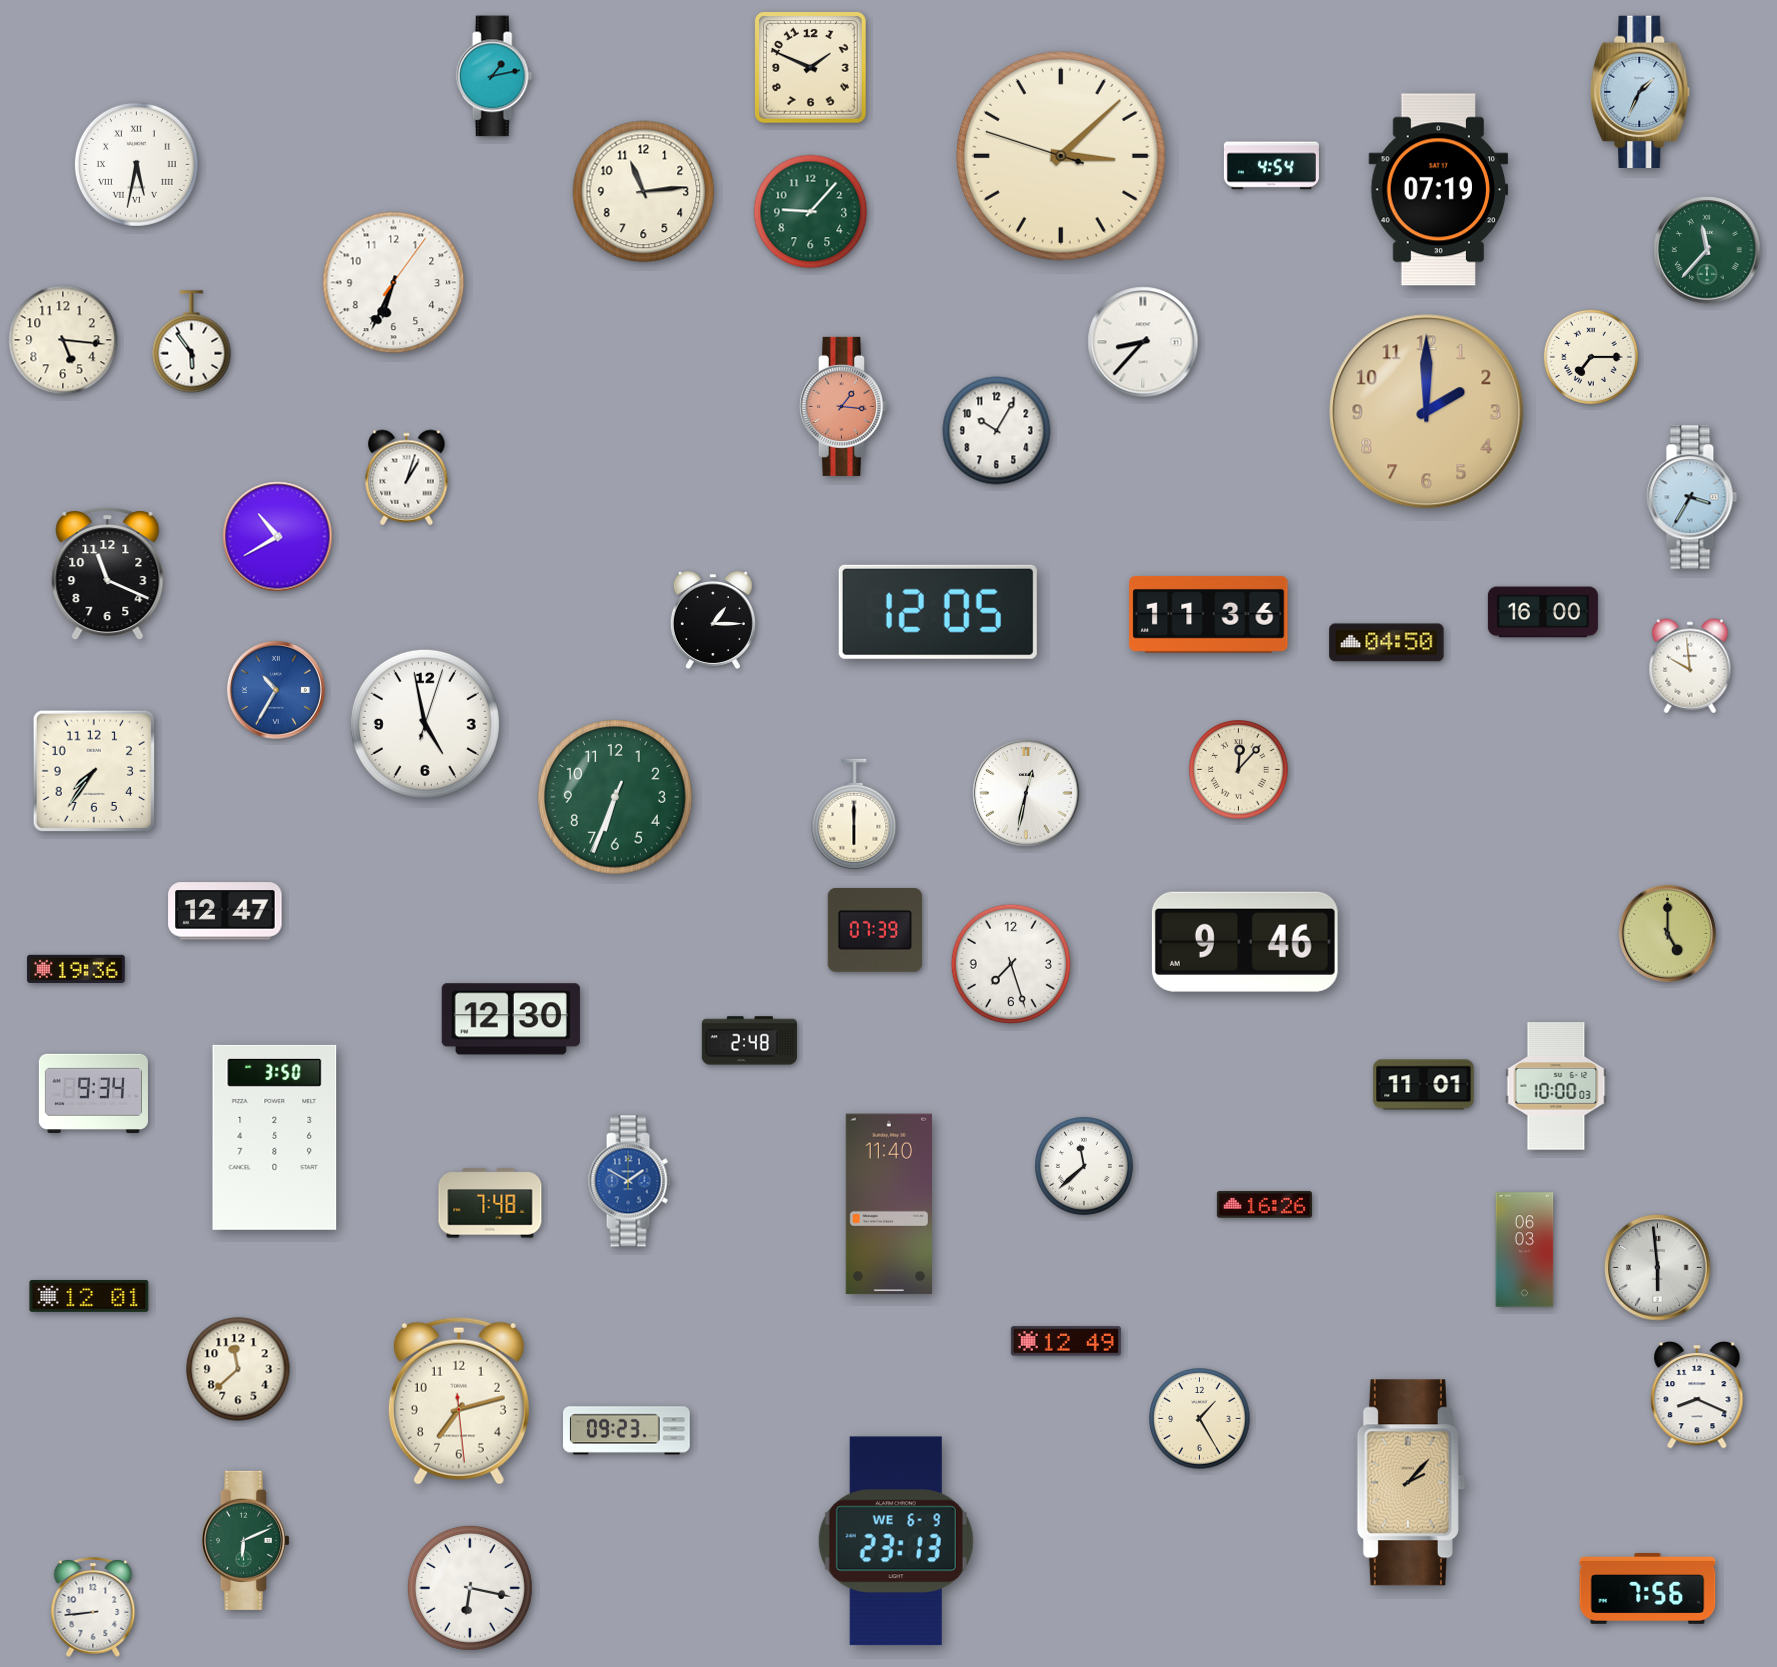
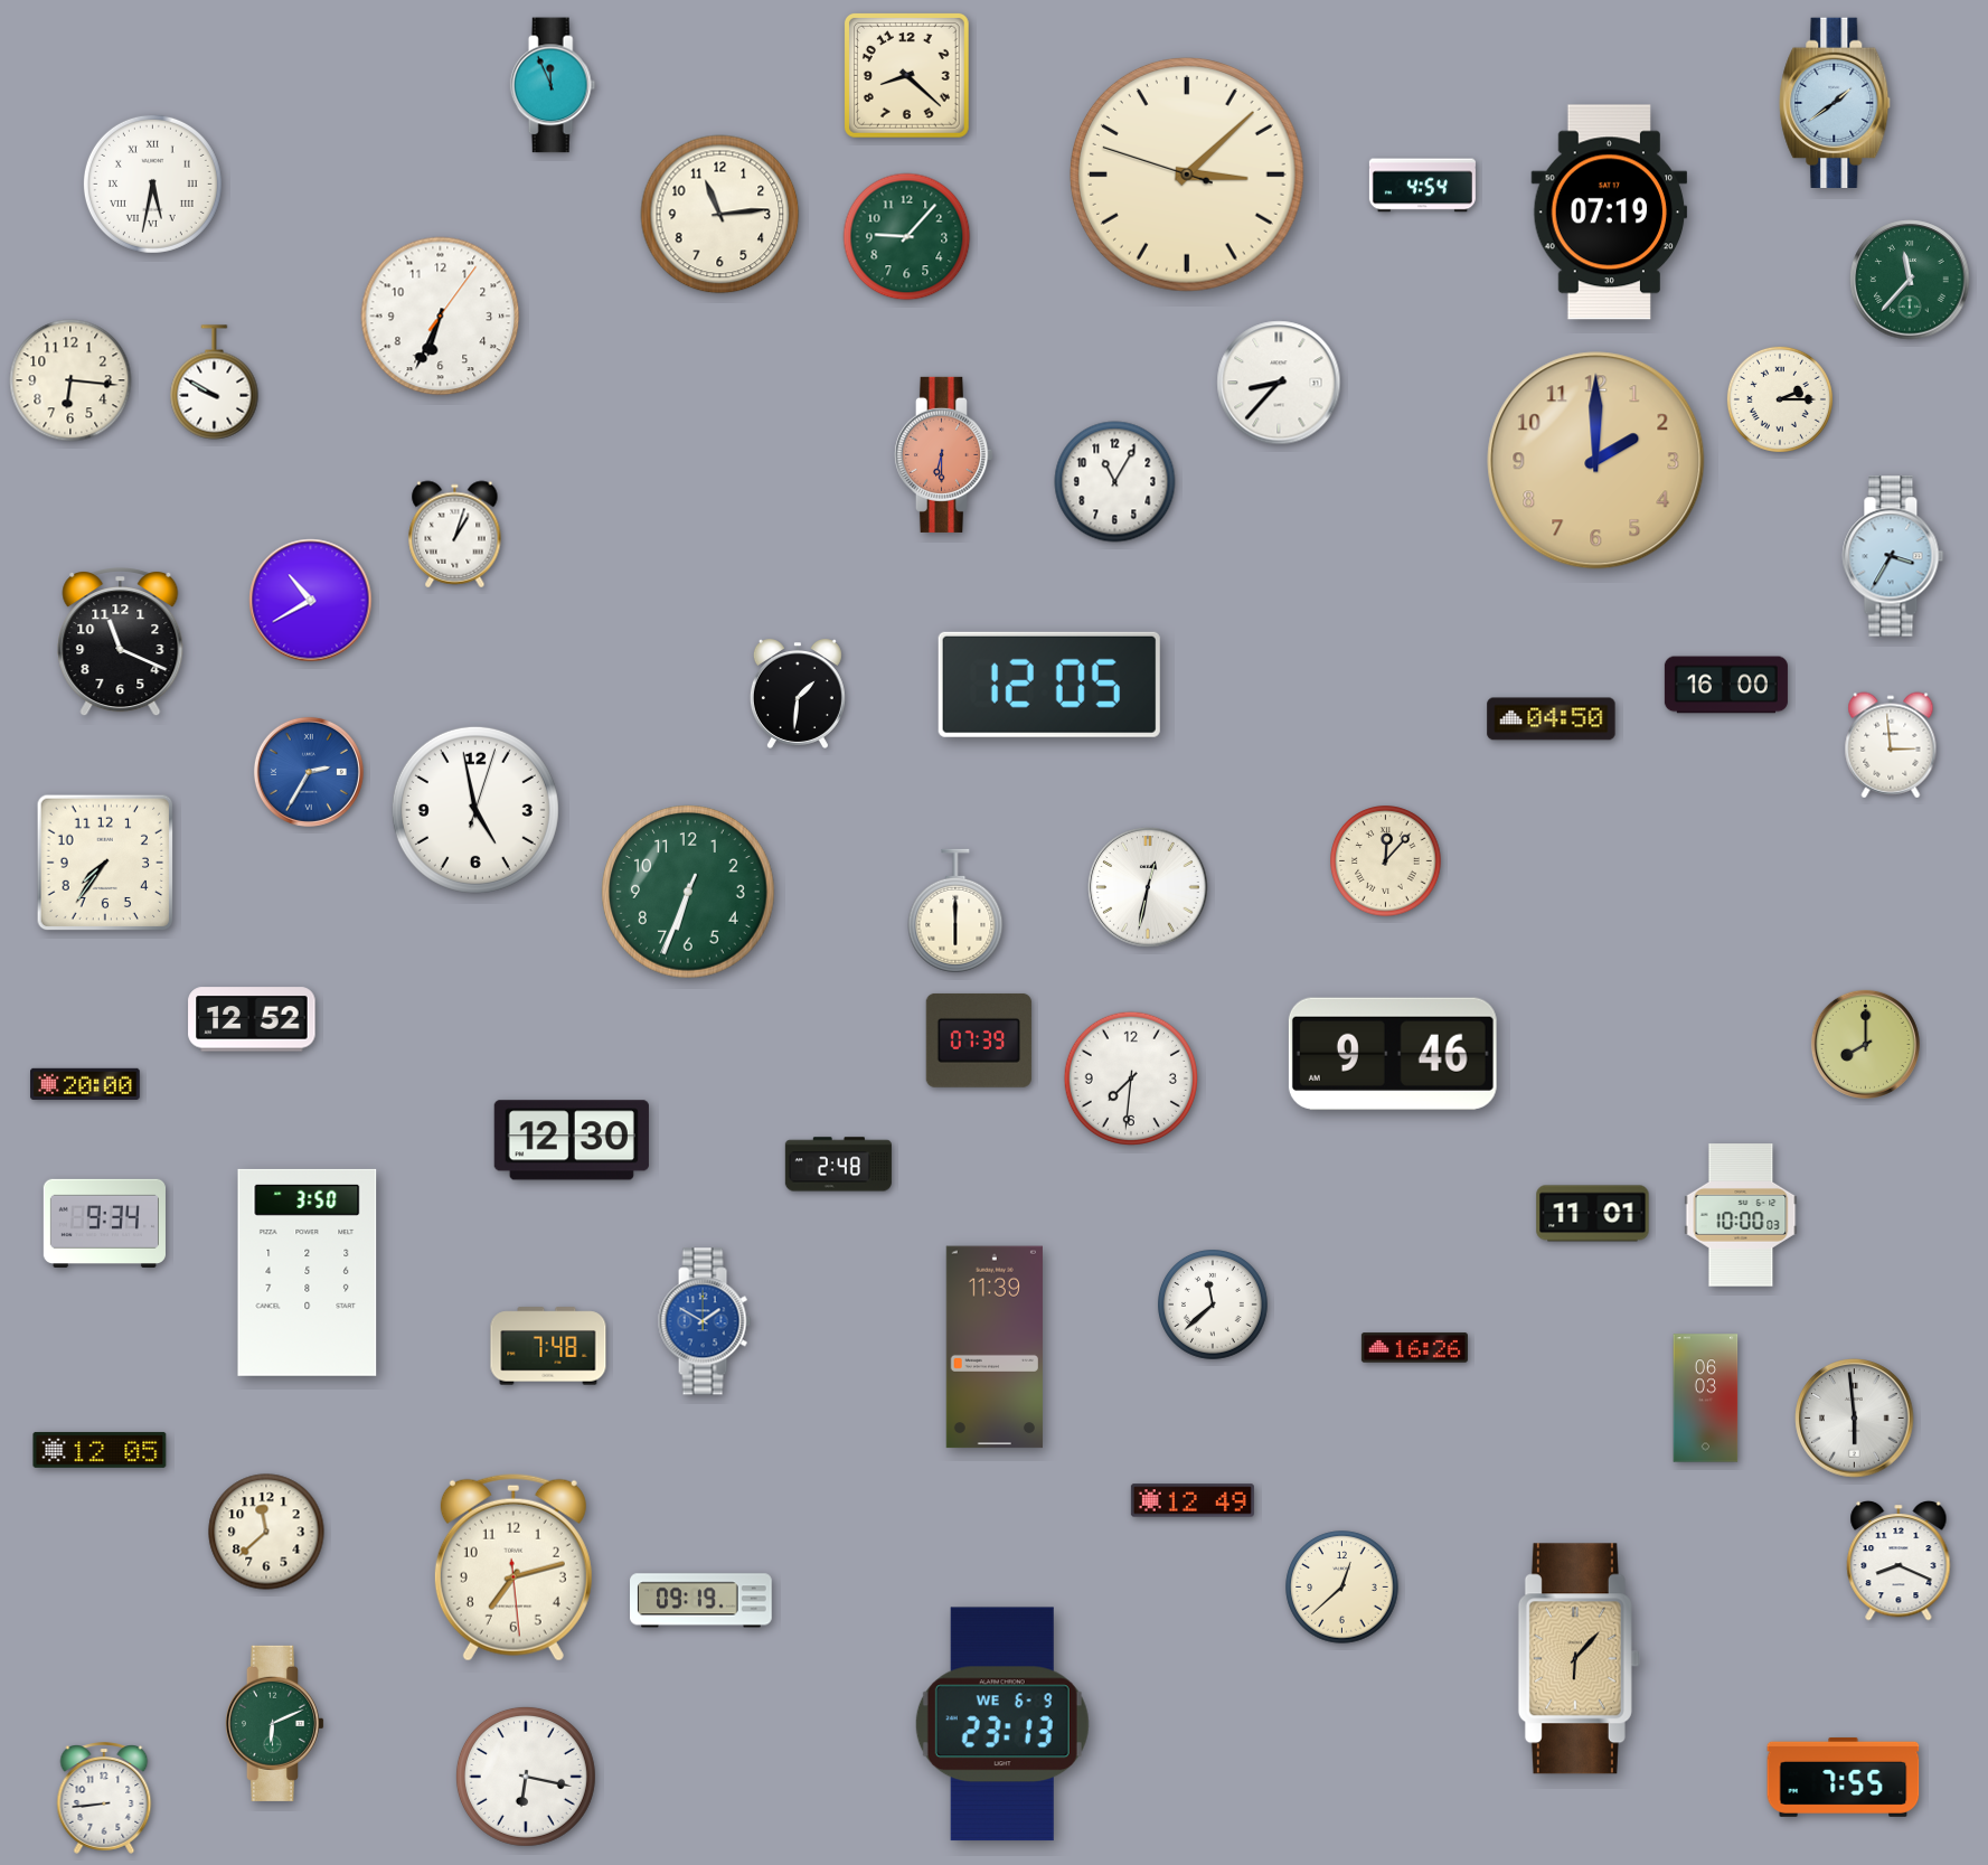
clock at (811, 68): 1:49 -> 8:22
clock at (494, 76): 1:13 -> 11:56
clock at (1640, 91): 1:34 -> 1:39
clock at (63, 340): 5:16 -> 6:16
clock at (192, 342): 5:54 -> 9:50
clock at (1591, 357): 7:15 -> 2:15
clock at (843, 406): 1:16 -> 6:30
clock at (997, 431): 10:05 -> 11:05
clock at (1209, 614): 11:36 -> none
clock at (713, 620): 1:15 -> 1:31
clock at (1690, 666): 9:59 -> 2:59
clock at (276, 690): 10:35 -> 2:35
clock at (225, 911): 12:47 -> 12:52
clock at (1667, 933): 5:00 -> 8:00
clock at (1010, 963): 7:27 -> 7:31
clock at (76, 969): 19:36 -> 20:00
clock at (889, 1204): 11:40 -> 11:39
clock at (89, 1296): 12:01 -> 12:05
clock at (1200, 1419): 1:25 -> 12:38
clock at (627, 1431): 09:23 -> 09:19
clock at (1411, 1483): 2:07 -> 6:07
clock at (1648, 1588): 7:56 -> 7:55
